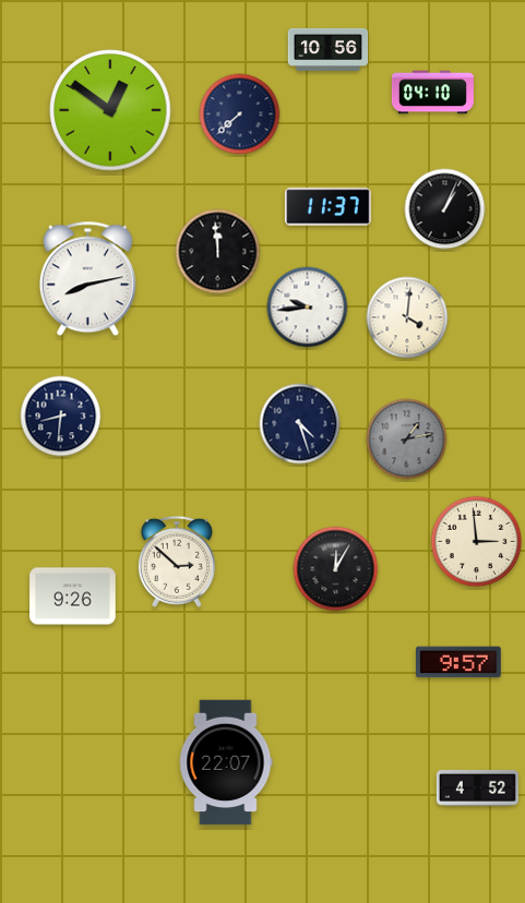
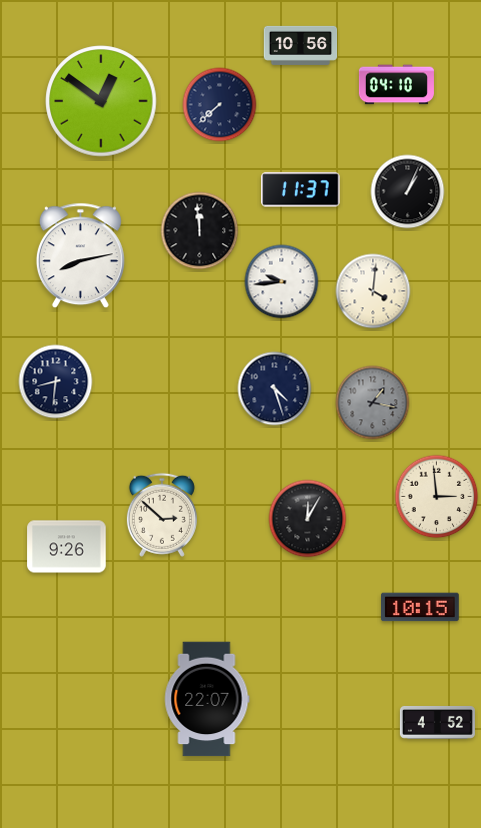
clock at (407, 440): 1:13 -> 1:17
clock at (336, 569) position: (336, 569) -> (308, 519)
clock at (460, 662): 9:57 -> 10:15
